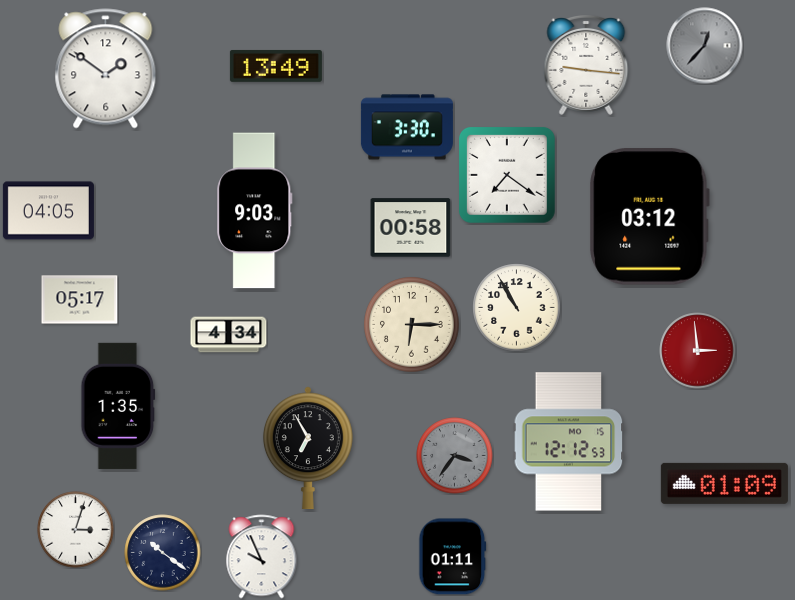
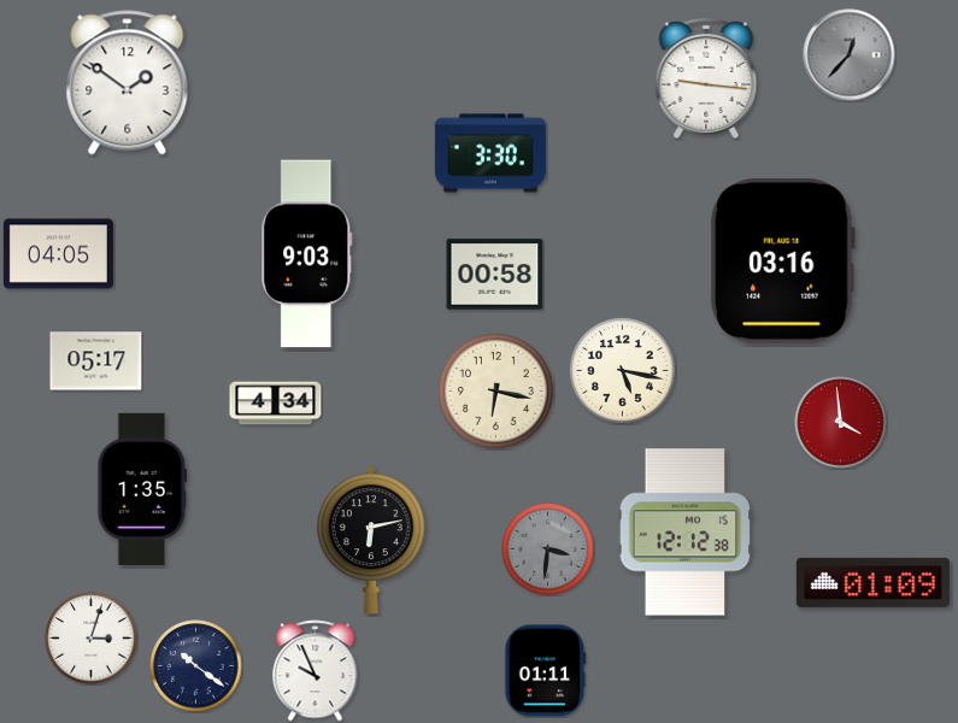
clock at (276, 66): 13:49 -> none
clock at (507, 175): 7:21 -> none
clock at (650, 217): 03:12 -> 03:16
clock at (517, 308): 10:55 -> 5:17
clock at (412, 325): 6:15 -> 6:17
clock at (698, 351): 2:59 -> 3:59
clock at (569, 442): 12:12:53 -> 12:12:38
clock at (308, 448): 6:55 -> 6:13
clock at (455, 456): 3:36 -> 3:31
